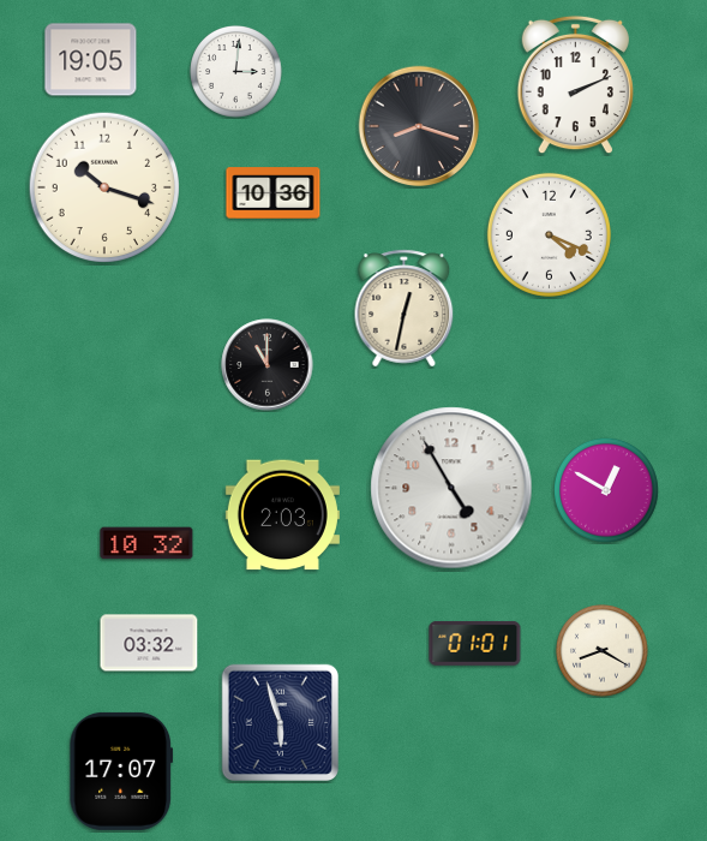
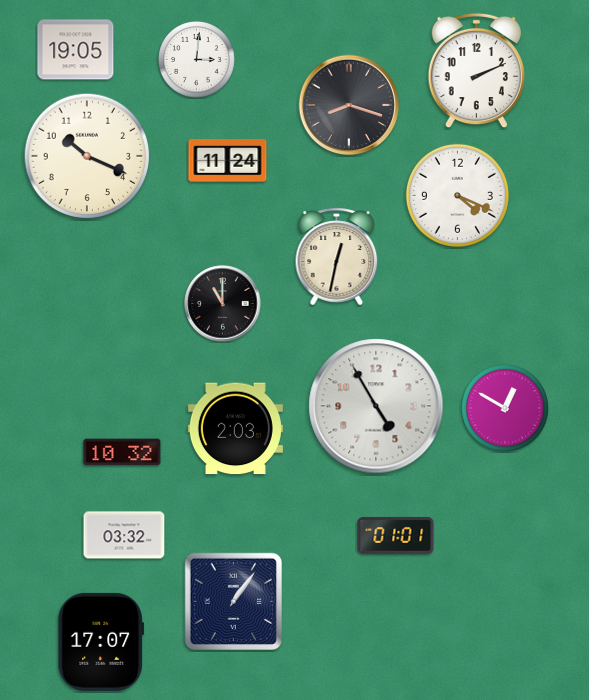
clock at (575, 85) position: (575, 85) -> (476, 71)
clock at (104, 187): 10:18 -> 10:19
clock at (274, 193): 10:36 -> 11:24
clock at (603, 651): 8:20 -> none
clock at (280, 722): 5:57 -> 1:06
